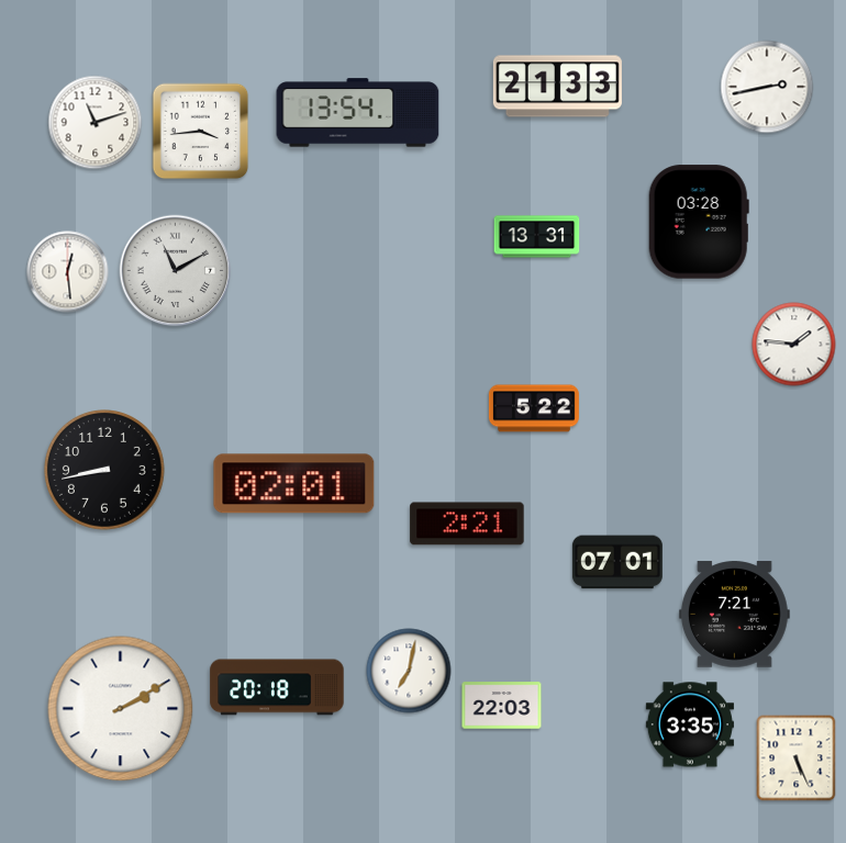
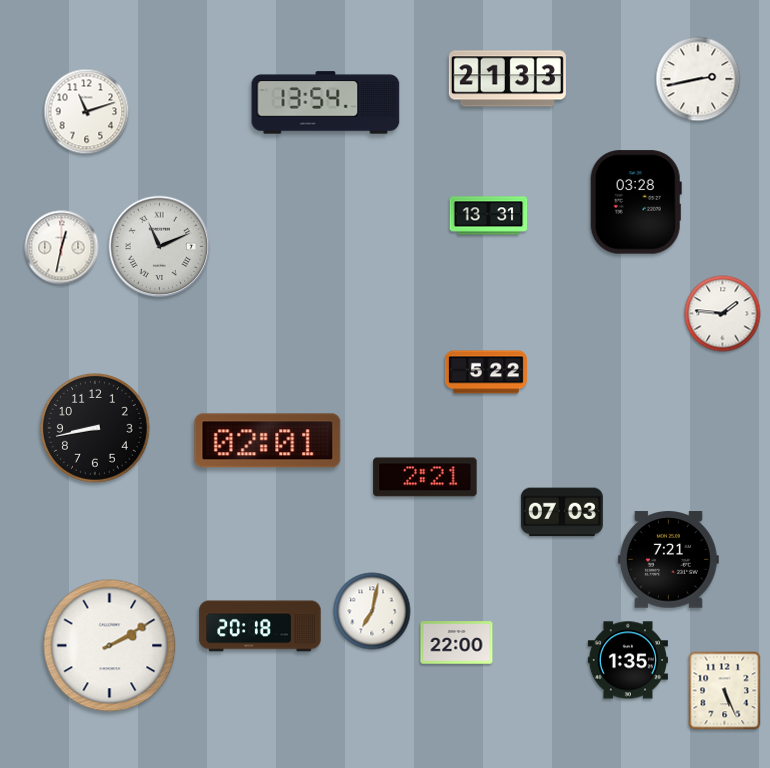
clock at (201, 132): 3:44 -> none
clock at (176, 271): 11:10 -> 11:11
clock at (68, 272): 12:29 -> 12:32
clock at (617, 562): 07:01 -> 07:03
clock at (277, 687) position: (277, 687) -> (260, 626)
clock at (502, 706): 22:03 -> 22:00
clock at (690, 724): 3:35 -> 1:35
